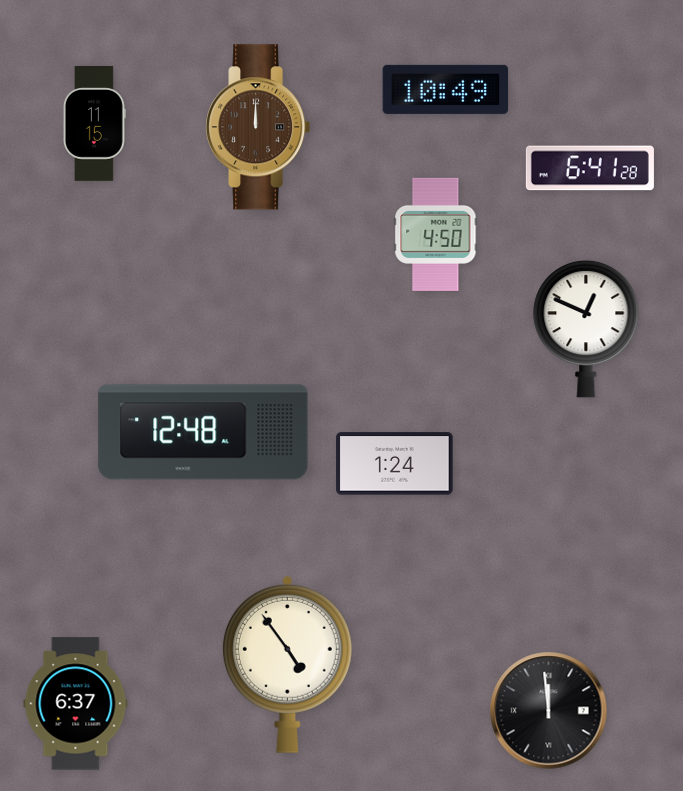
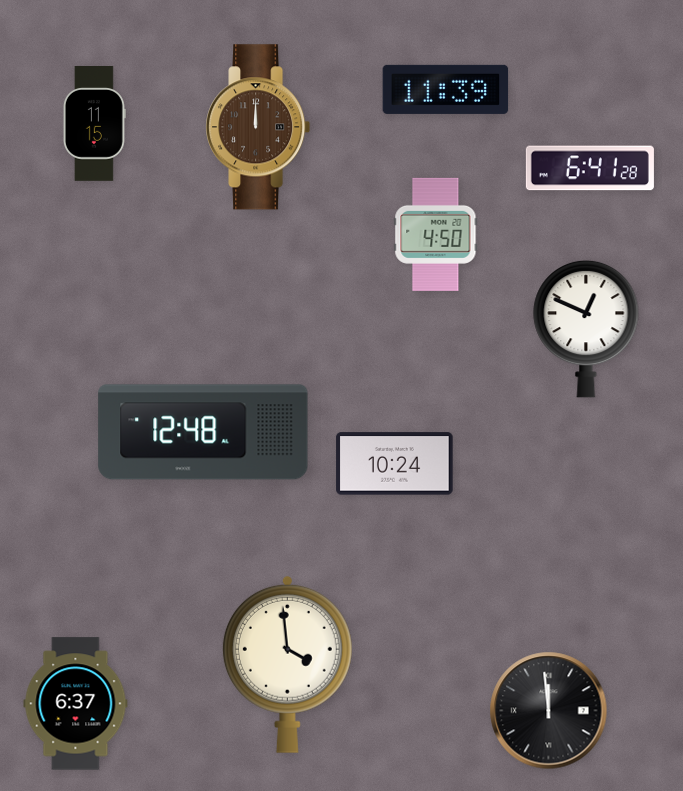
clock at (446, 89): 10:49 -> 11:39
clock at (395, 464): 1:24 -> 10:24
clock at (287, 664): 4:54 -> 3:59
